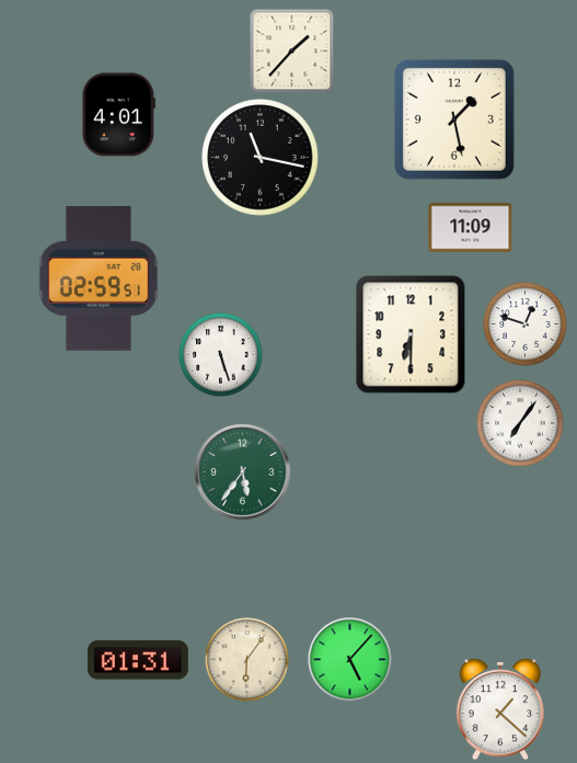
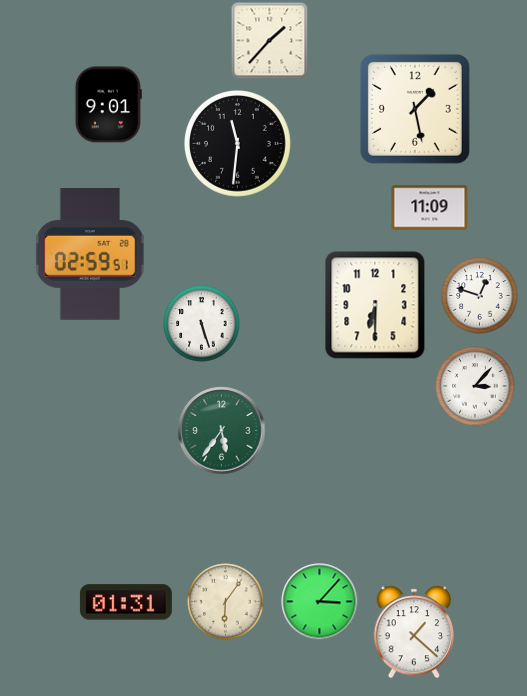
clock at (291, 50) position: (291, 50) -> (269, 40)
clock at (118, 115): 4:01 -> 9:01
clock at (261, 158): 11:17 -> 11:31
clock at (520, 423): 7:06 -> 3:07
clock at (350, 660): 5:07 -> 3:07
clock at (499, 709) position: (499, 709) -> (413, 632)
